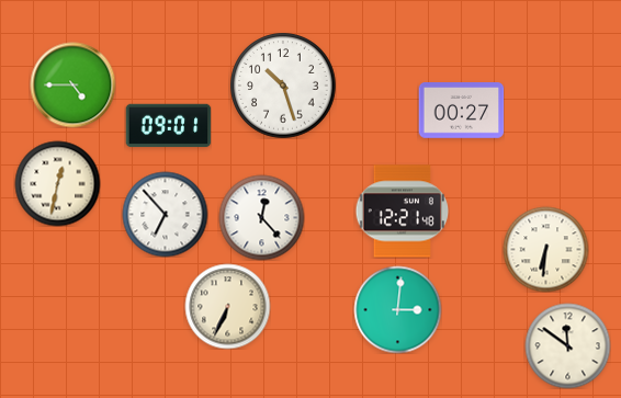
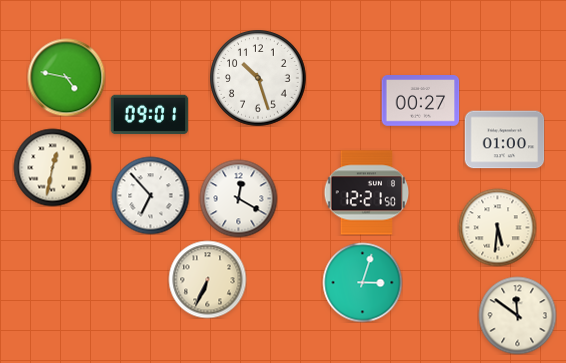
clock at (72, 84): 4:45 -> 4:47
clock at (168, 126) position: (168, 126) -> (149, 115)
clock at (504, 140): none -> 01:00
clock at (402, 212): 12:21:48 -> 12:21:50
clock at (261, 217): 12:23 -> 12:20
clock at (545, 249): 6:31 -> 5:31
clock at (397, 309): 3:01 -> 3:03
